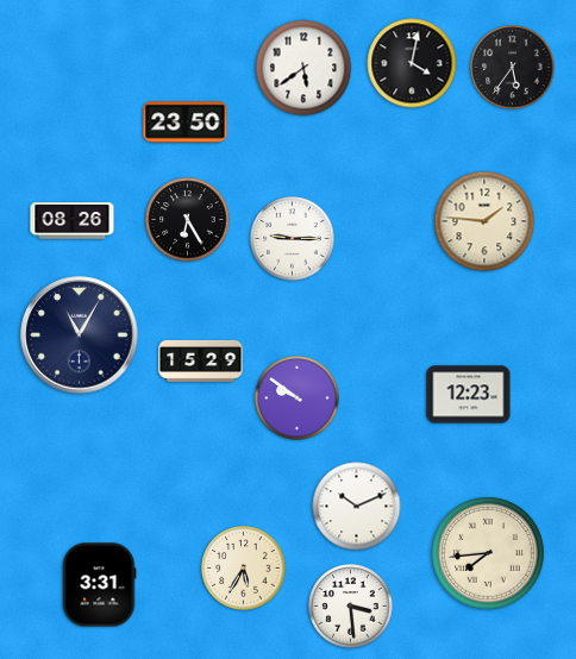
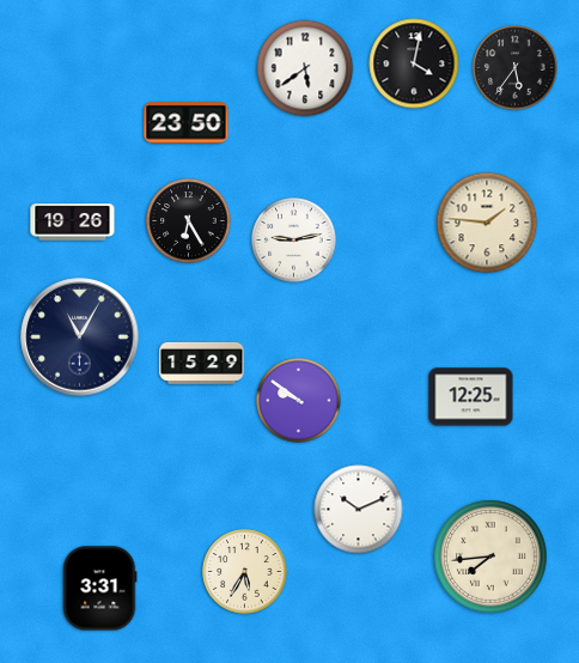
clock at (73, 221): 08:26 -> 19:26
clock at (293, 239): 9:15 -> 9:13
clock at (469, 395): 12:23 -> 12:25
clock at (351, 607): 3:29 -> none
